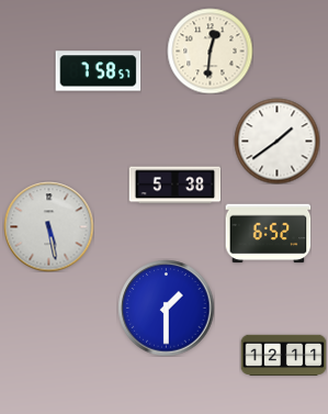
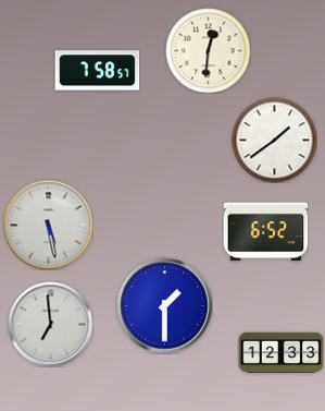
clock at (174, 186): 5:38 -> none
clock at (50, 324): none -> 6:59
clock at (283, 356): 12:11 -> 12:33
